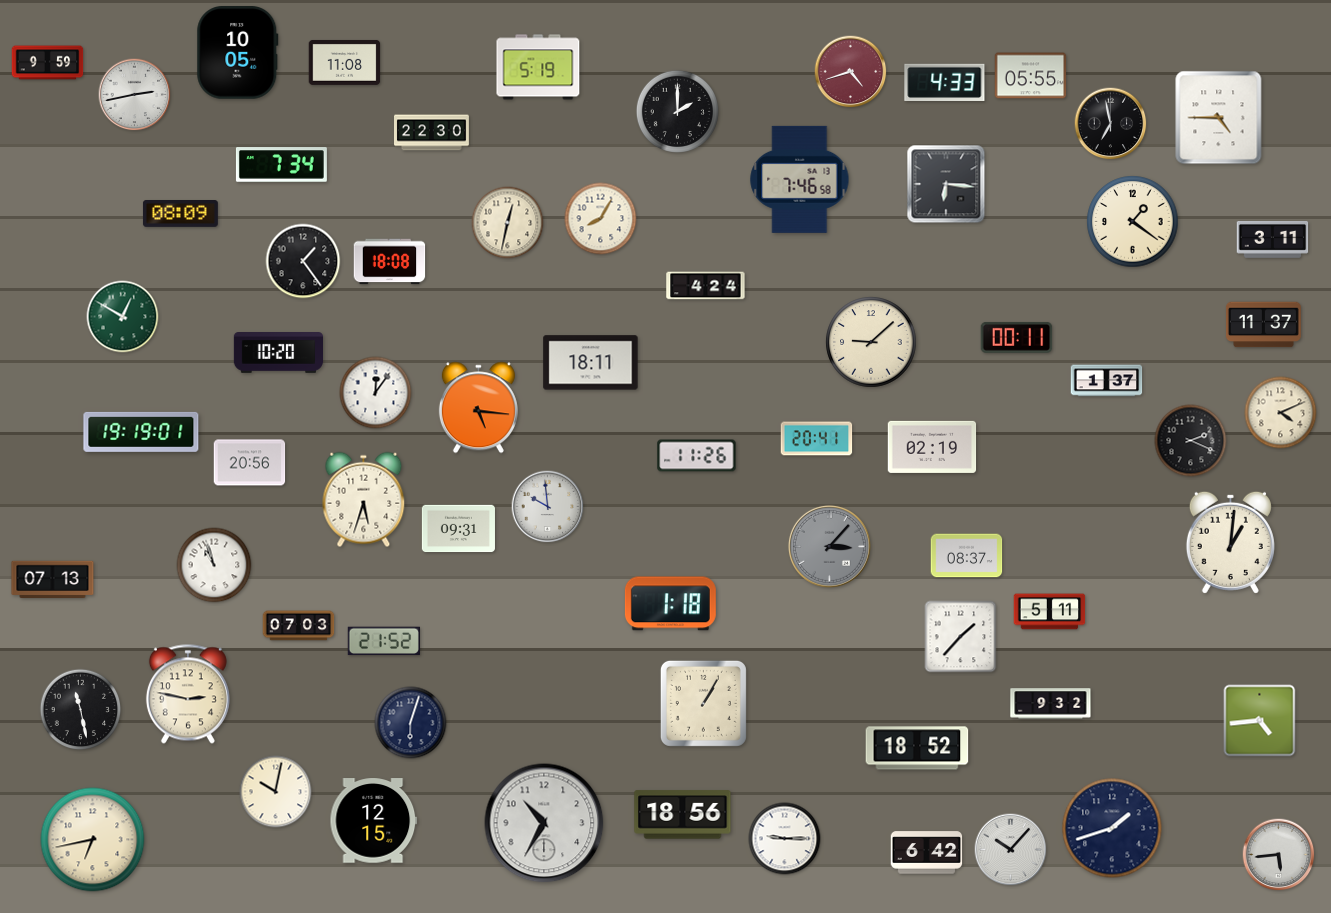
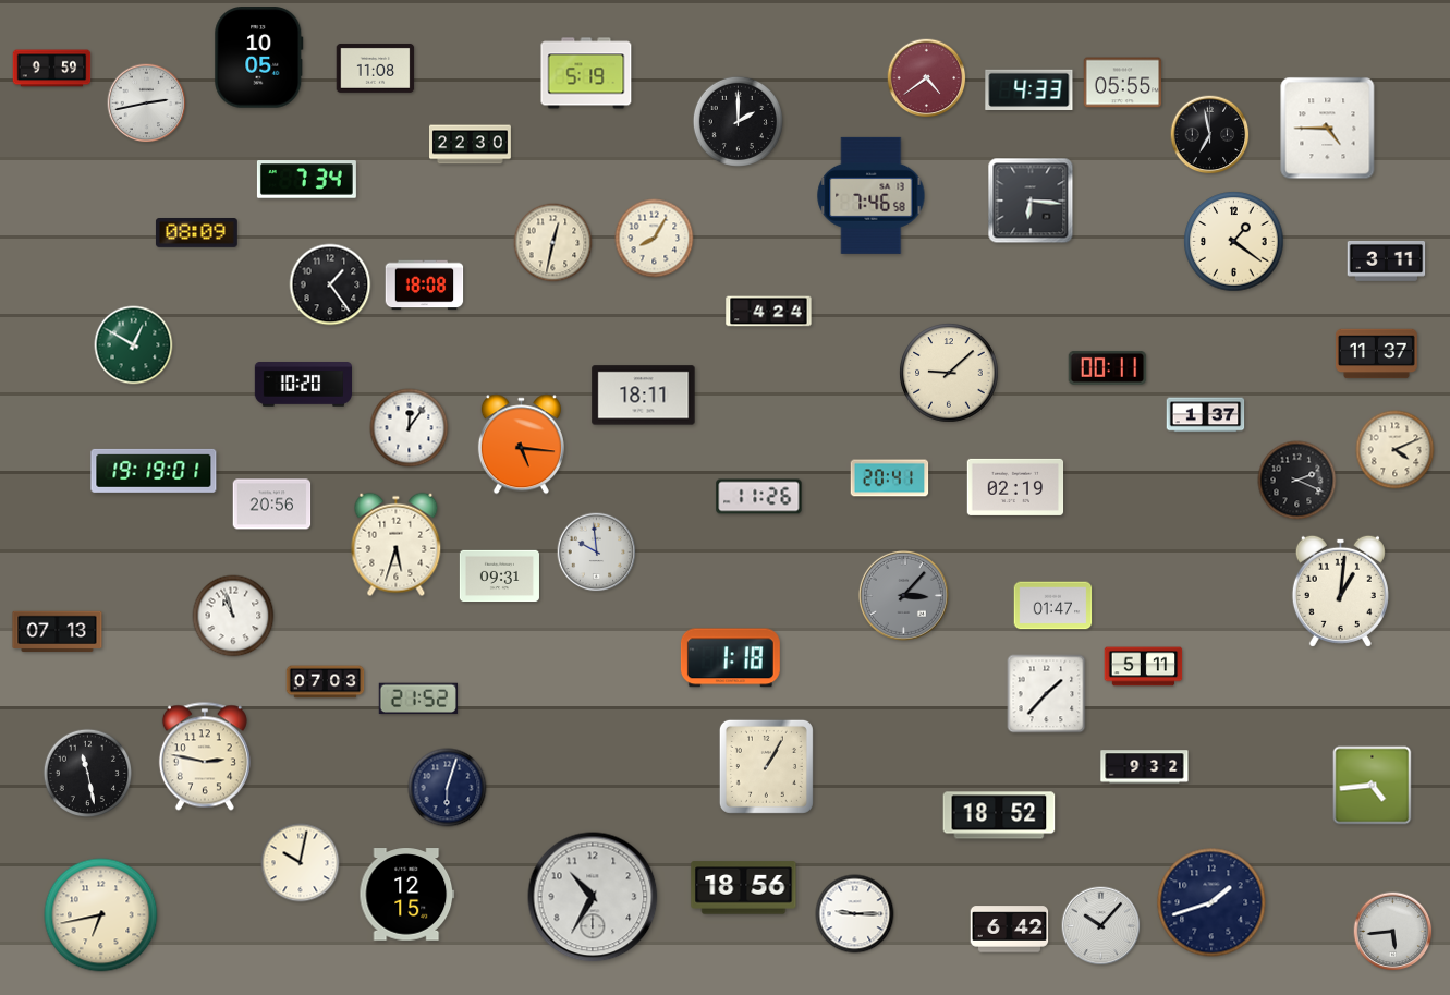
clock at (851, 72): 4:42 -> 4:39
clock at (967, 556): 08:37 -> 01:47
